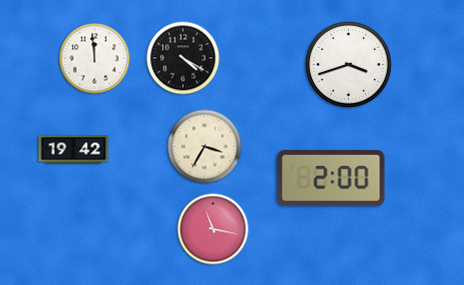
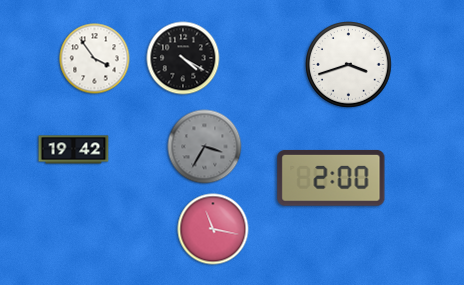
clock at (95, 59): 11:59 -> 3:54
clock at (205, 147) dial: cream -> grey
